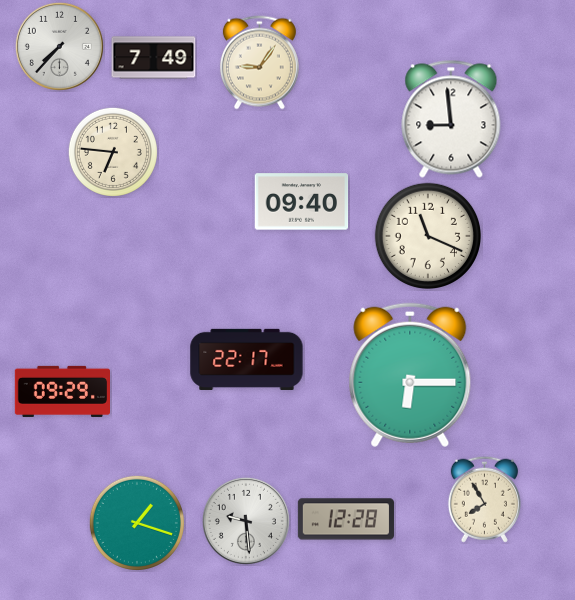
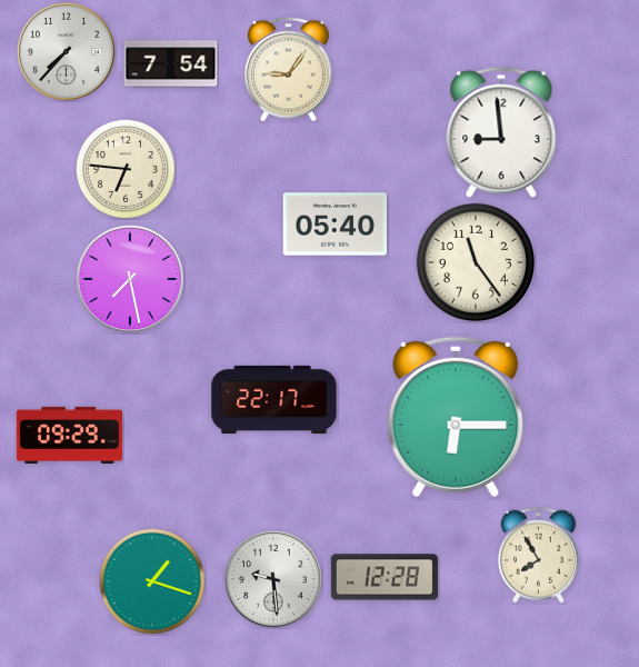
clock at (154, 58): 7:49 -> 7:54
clock at (302, 202): 09:40 -> 05:40
clock at (427, 235): 11:19 -> 11:24
clock at (130, 279): none -> 7:28
